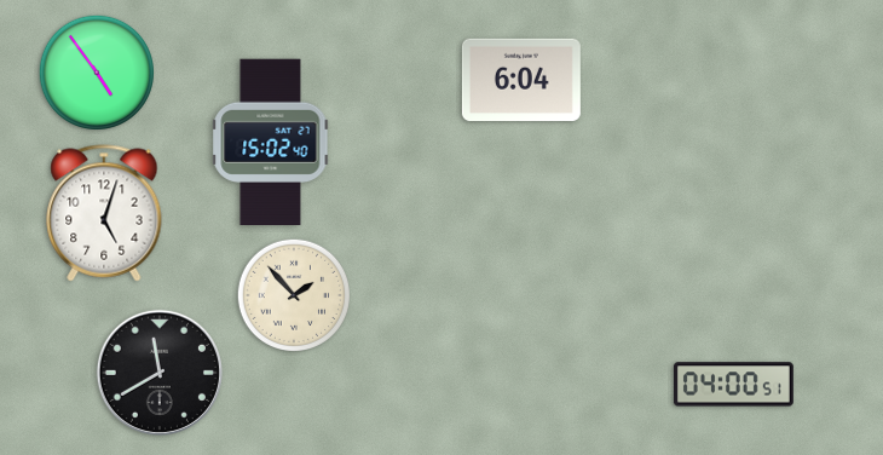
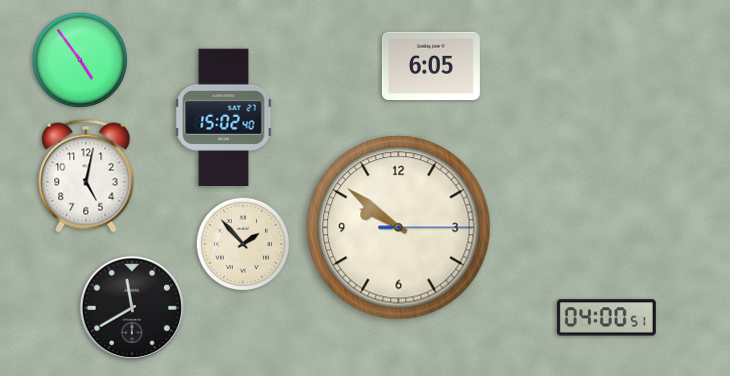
clock at (521, 80): 6:04 -> 6:05
clock at (104, 213): 5:03 -> 5:02
clock at (399, 228): none -> 9:51
